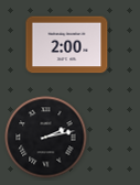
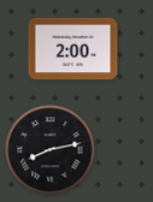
clock at (46, 138): 2:13 -> 8:13
